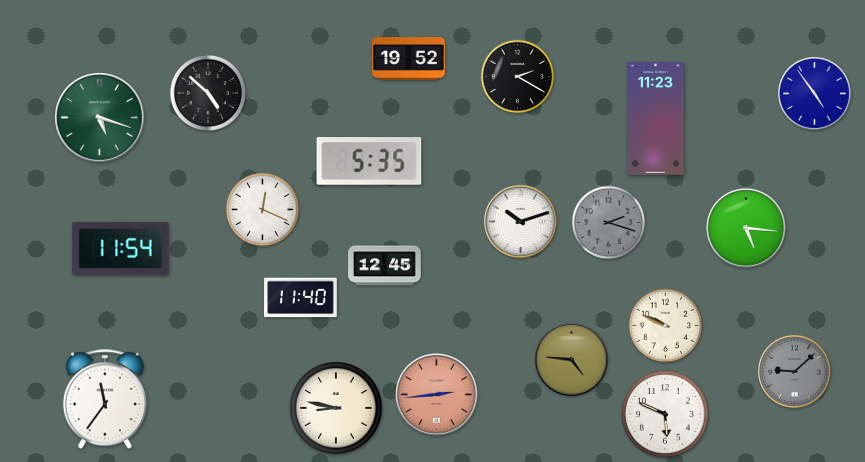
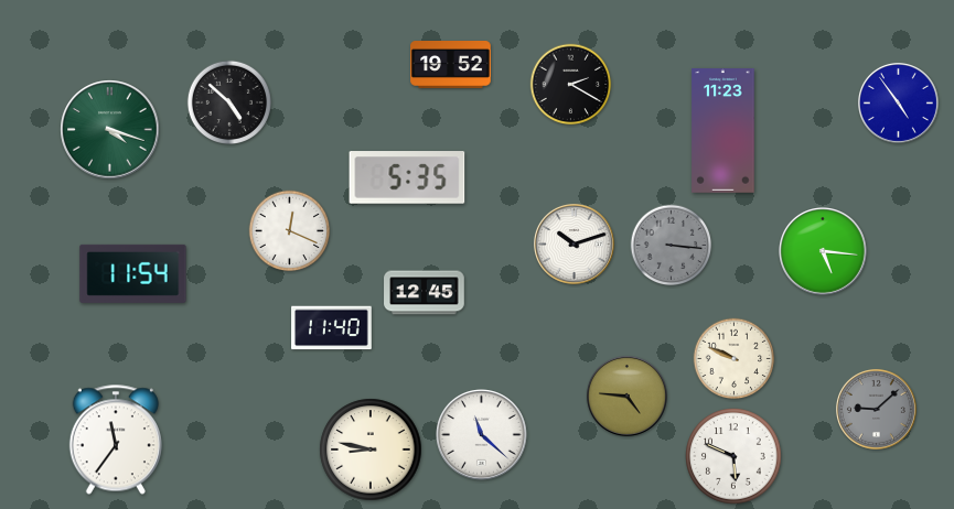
clock at (100, 118): 5:18 -> 4:18
clock at (609, 223): 2:18 -> 3:16
clock at (571, 359) position: (571, 359) -> (626, 396)
clock at (437, 395): 2:44 -> 11:22
clock at (437, 395) dial: salmon -> white
